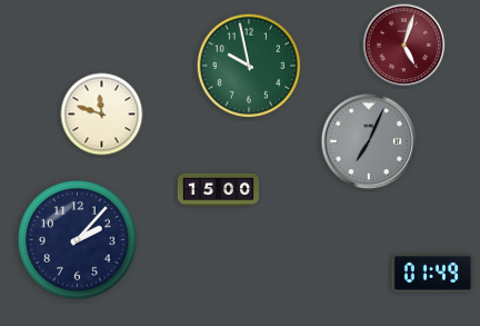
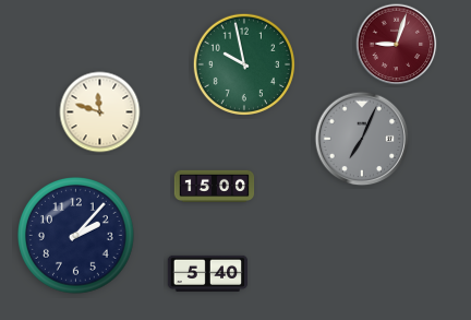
clock at (404, 46): 5:03 -> 9:03
clock at (432, 274): 01:49 -> none
clock at (208, 273): none -> 5:40
